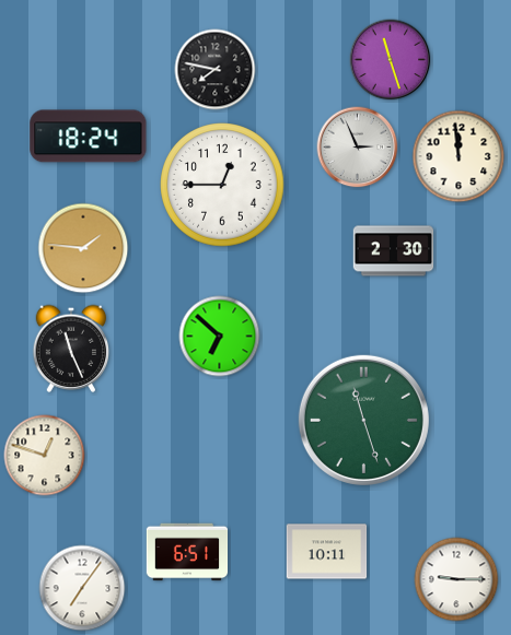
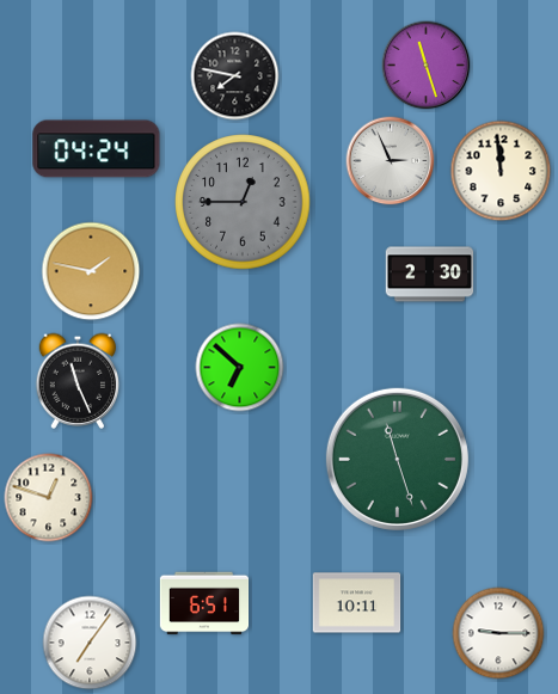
clock at (89, 137): 18:24 -> 04:24
clock at (222, 185) dial: white -> grey
clock at (83, 248): 1:46 -> 1:47
